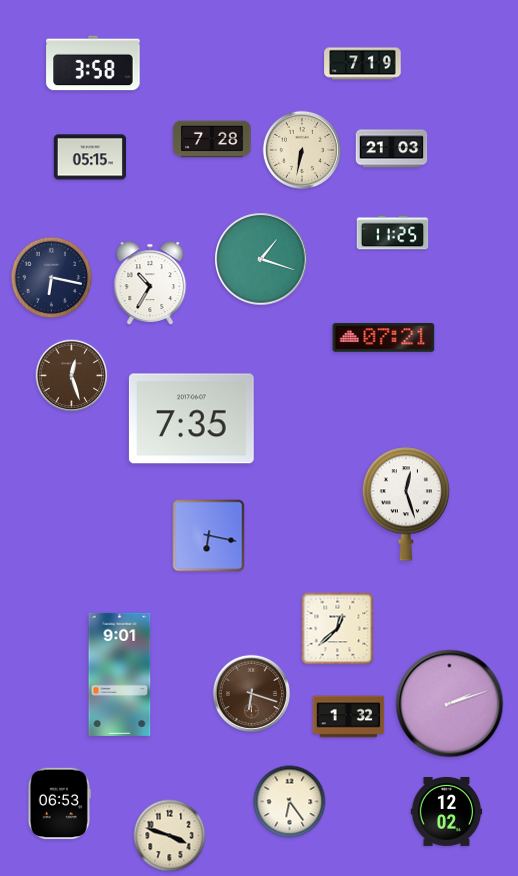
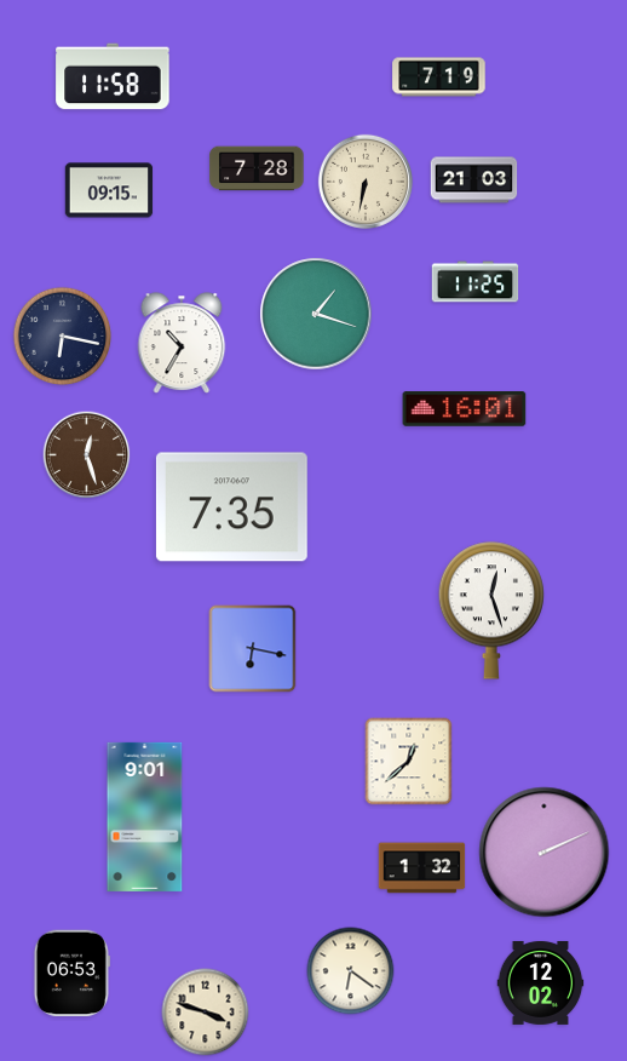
clock at (93, 63): 3:58 -> 11:58
clock at (90, 157): 05:15 -> 09:15
clock at (384, 338): 07:21 -> 16:01
clock at (251, 693): 6:18 -> none
clock at (450, 704): 2:12 -> 2:11
clock at (290, 802): 6:24 -> 6:21
